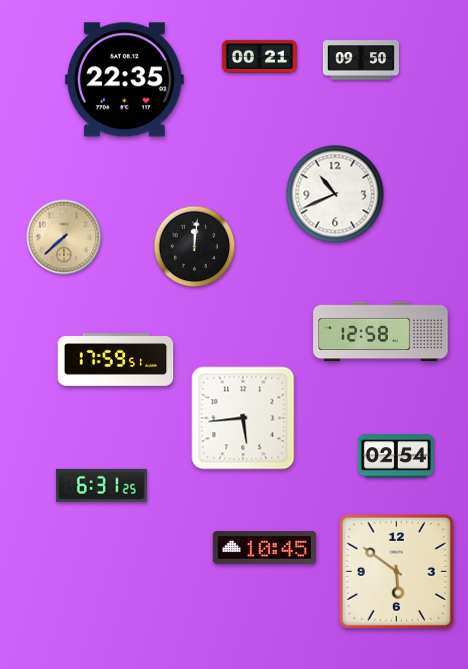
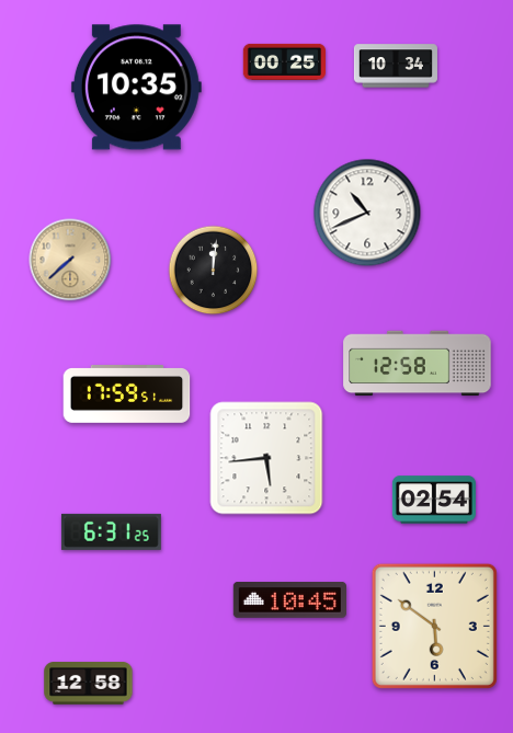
clock at (259, 56): 00:21 -> 00:25
clock at (361, 60): 09:50 -> 10:34
clock at (124, 80): 22:35 -> 10:35
clock at (89, 684): none -> 12:58
